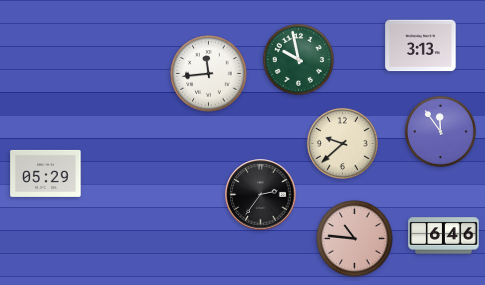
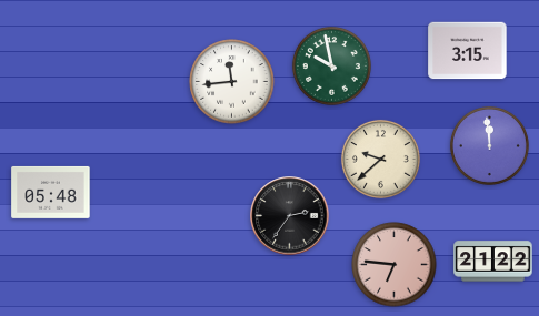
clock at (421, 46): 3:13 -> 3:15
clock at (440, 131): 11:54 -> 11:59
clock at (46, 173): 05:29 -> 05:48
clock at (444, 236): 6:46 -> 21:22
clock at (355, 239): 10:46 -> 6:46
